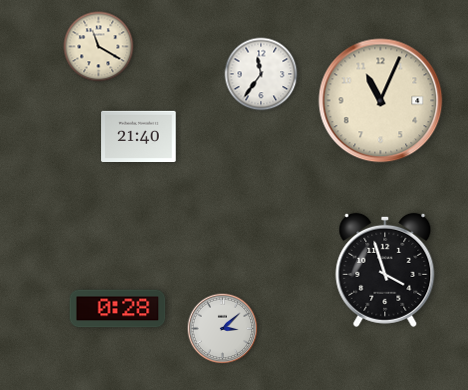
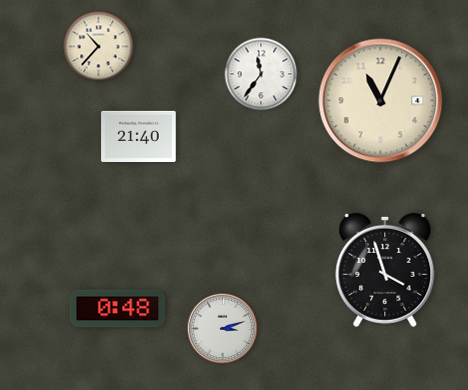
clock at (99, 47): 11:20 -> 10:37
clock at (118, 309): 0:28 -> 0:48
clock at (223, 329): 3:08 -> 3:12
